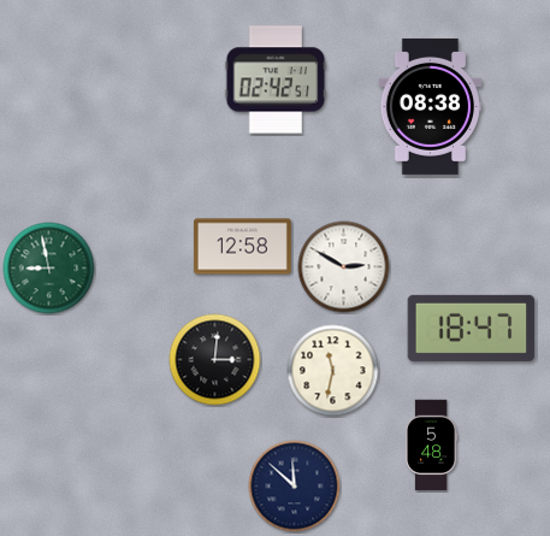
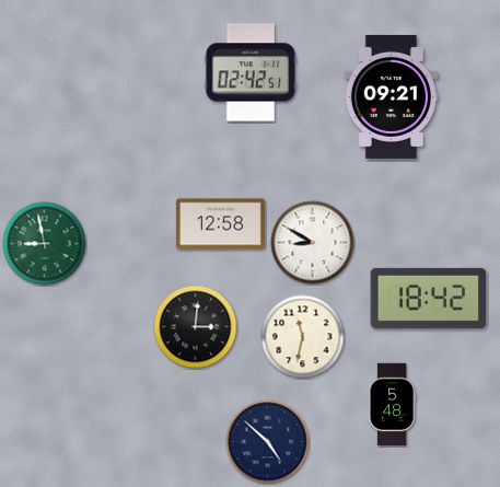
clock at (431, 106): 08:38 -> 09:21
clock at (344, 267): 2:50 -> 8:50
clock at (472, 328): 18:47 -> 18:42
clock at (295, 487): 11:52 -> 4:52
